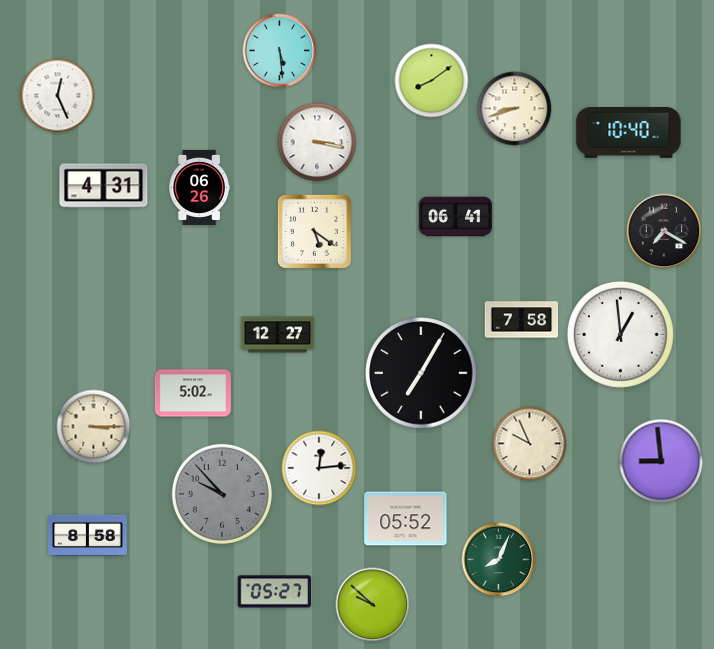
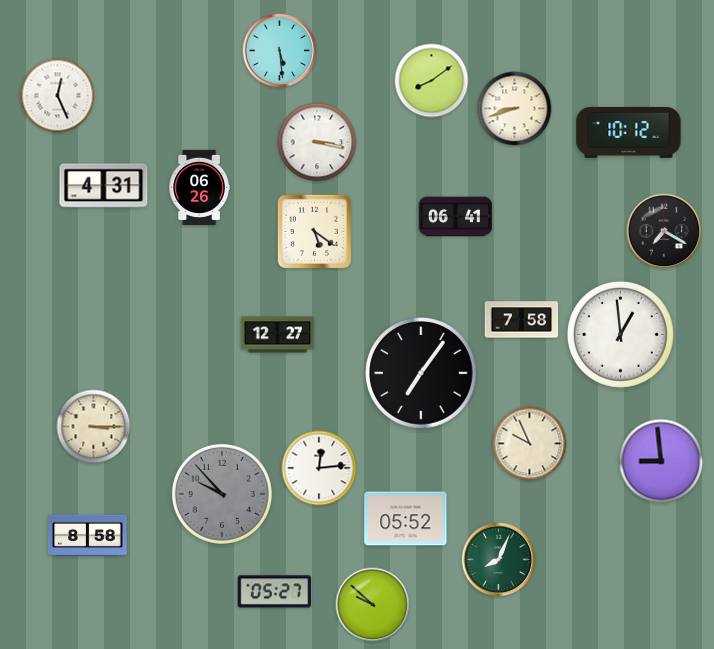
clock at (629, 133): 10:40 -> 10:12
clock at (421, 373): 7:05 -> 7:06
clock at (193, 393): 5:02 -> none
